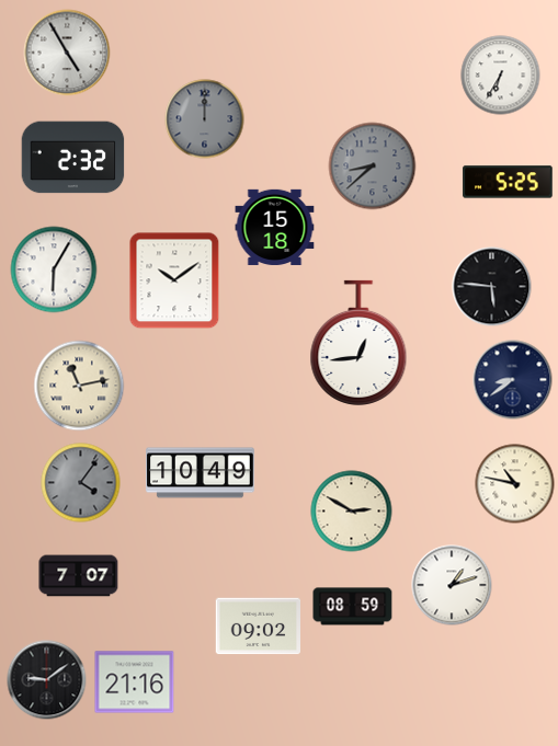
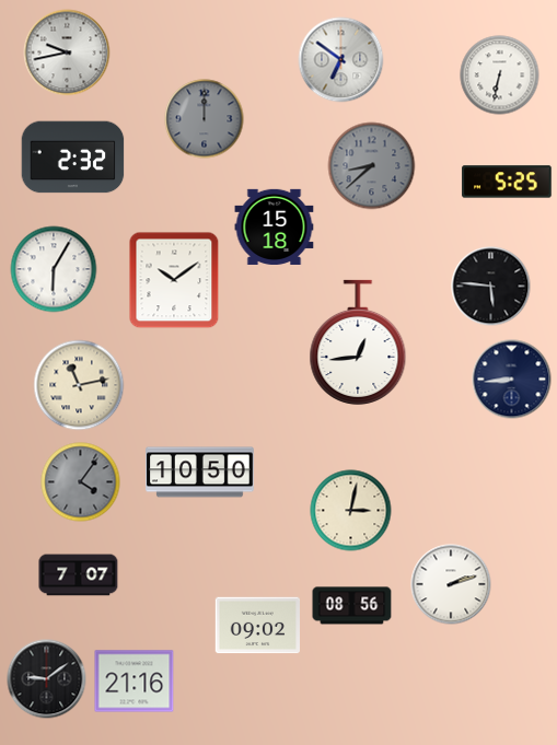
clock at (67, 53): 4:55 -> 9:43
clock at (341, 60): none -> 6:51
clock at (501, 76): 6:35 -> 6:32
clock at (513, 380): 8:39 -> 8:44
clock at (201, 473): 10:49 -> 10:50
clock at (515, 484): 10:47 -> none
clock at (352, 512): 2:50 -> 3:02
clock at (452, 585): 1:12 -> 2:12
clock at (353, 607): 08:59 -> 08:56
